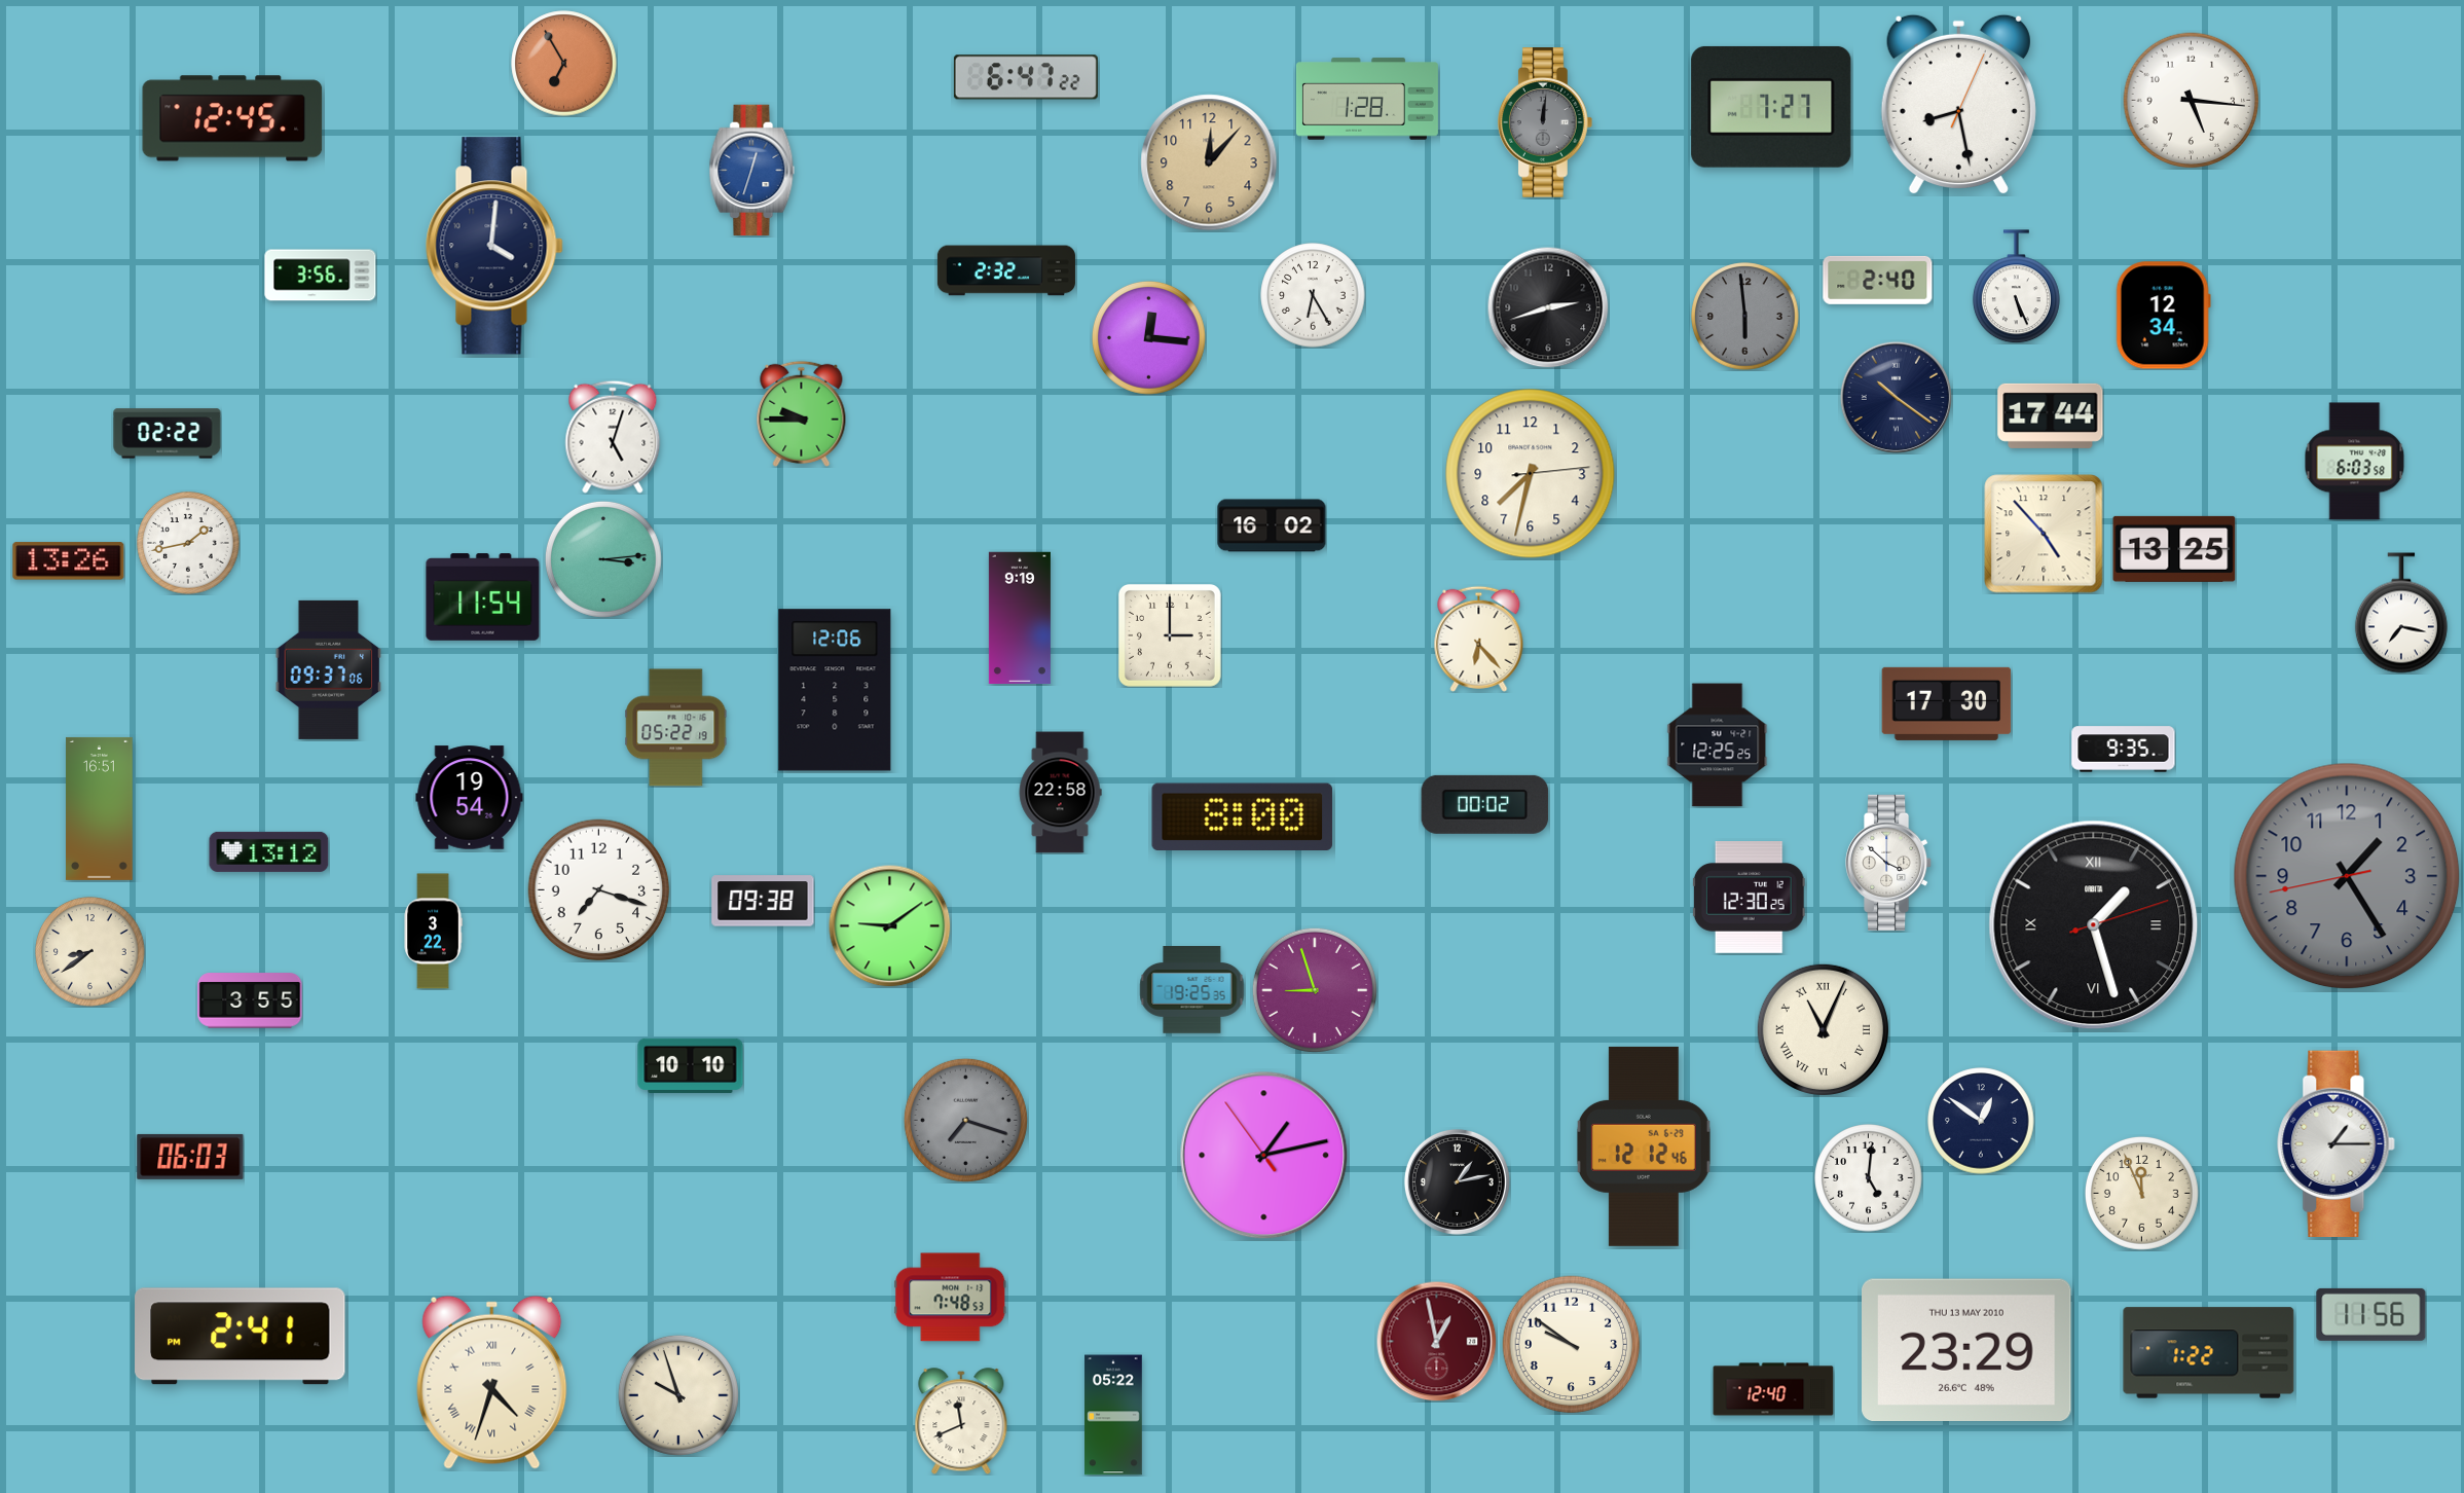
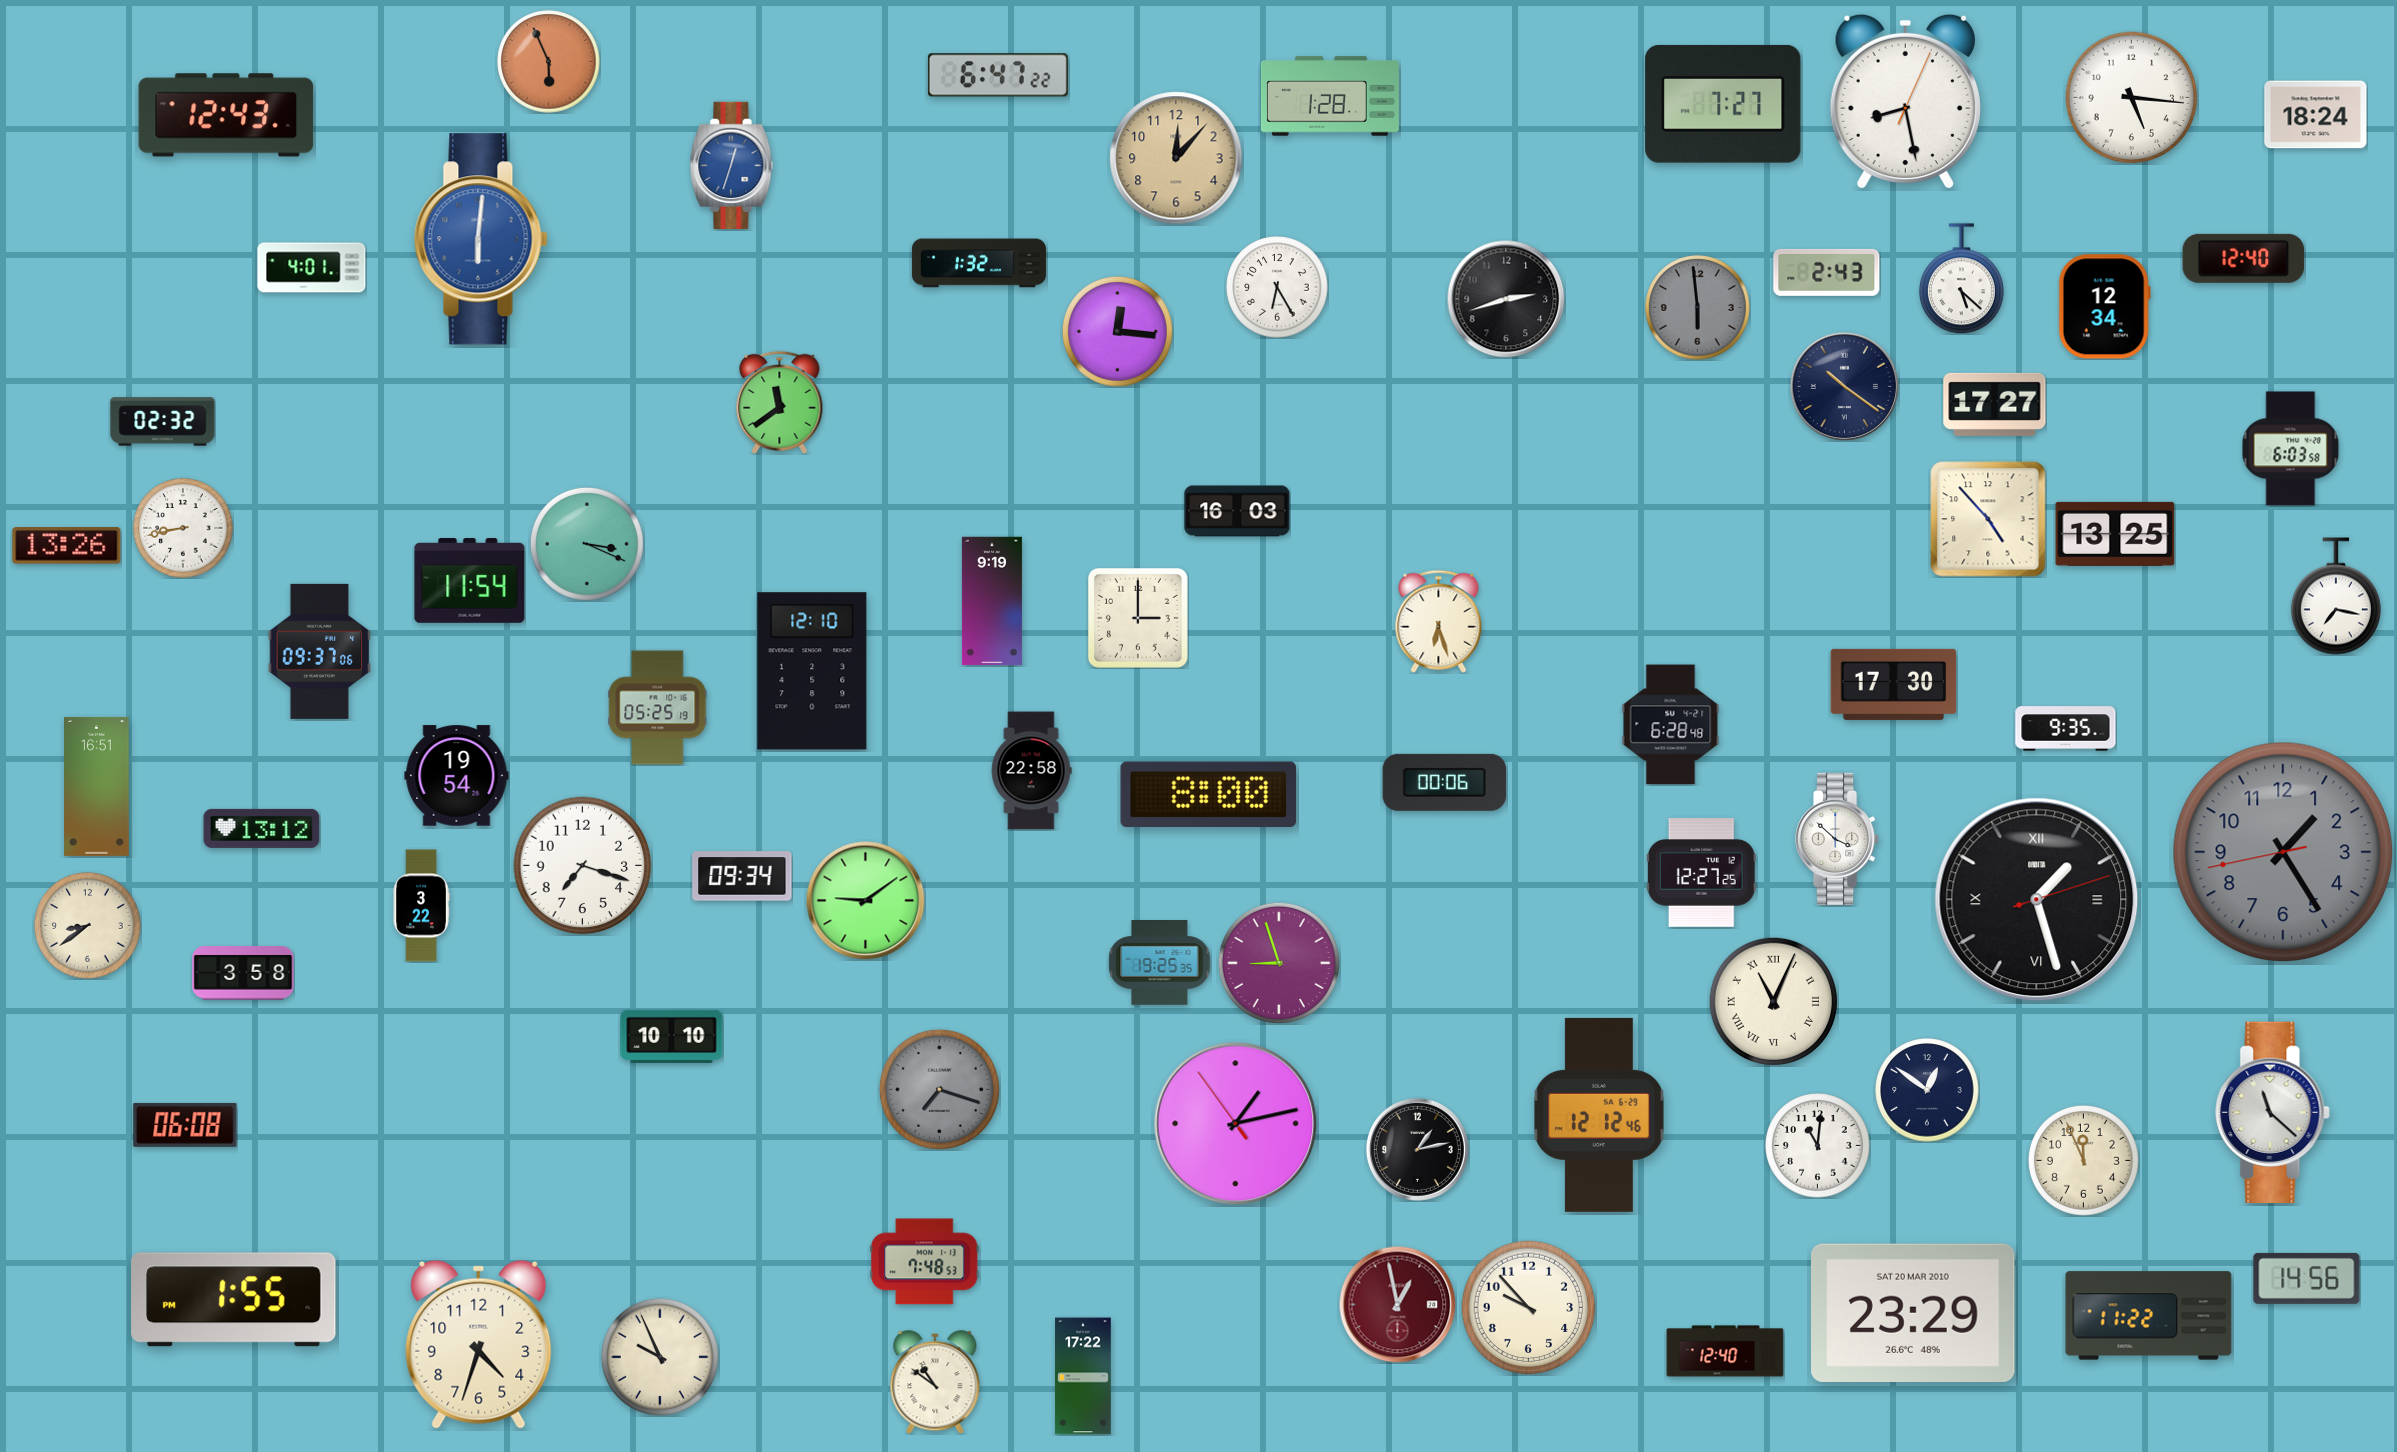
clock at (564, 64): 6:55 -> 5:56
clock at (232, 118): 12:45 -> 12:43
clock at (2316, 115): none -> 18:24
clock at (1545, 122): 12:01 -> none
clock at (494, 246): 4:01 -> 6:01
clock at (494, 246) dial: navy -> blue
clock at (2244, 258): none -> 12:40
clock at (1006, 270): 2:32 -> 1:32
clock at (321, 276): 3:56 -> 4:01
clock at (1878, 280): 2:40 -> 2:43
clock at (2016, 287): 5:26 -> 5:22
clock at (1148, 337) position: (1148, 337) -> (1117, 331)
clock at (802, 413): 9:45 -> 11:39
clock at (2051, 415): 17:44 -> 17:27
clock at (168, 434): 02:22 -> 02:32
clock at (613, 437): 5:03 -> none
clock at (1531, 474): 7:32 -> none
clock at (1272, 525): 16:02 -> 16:03
clock at (188, 543): 1:43 -> 8:43
clock at (603, 559): 3:14 -> 3:19
clock at (1479, 639): 6:23 -> 6:27
clock at (835, 690): 12:06 -> 12:10
clock at (676, 728): 05:22 -> 05:25
clock at (1718, 745): 12:25 -> 6:28
clock at (1485, 804): 00:02 -> 00:06
clock at (1749, 898): 12:30 -> 12:27
clock at (763, 901): 09:38 -> 09:34
clock at (250, 1000): 3:55 -> 3:58
clock at (2337, 1143): 1:15 -> 11:22
clock at (1264, 1156) position: (1264, 1156) -> (1236, 1124)
clock at (190, 1157): 06:03 -> 06:08
clock at (1869, 1178): 5:01 -> 11:01
clock at (2371, 1314): 11:56 -> 14:56
clock at (241, 1337): 2:41 -> 1:55
clock at (1572, 1345): 9:51 -> 9:53
clock at (1967, 1349) date: THU 13 MAY 2010 -> SAT 20 MAR 2010
clock at (2209, 1353): 1:22 -> 11:22
clock at (492, 1382) numerals: Roman -> Arabic
clock at (678, 1395): 9:57 -> 9:56
clock at (1113, 1415): 05:22 -> 17:22
clock at (961, 1421): 11:41 -> 10:51
